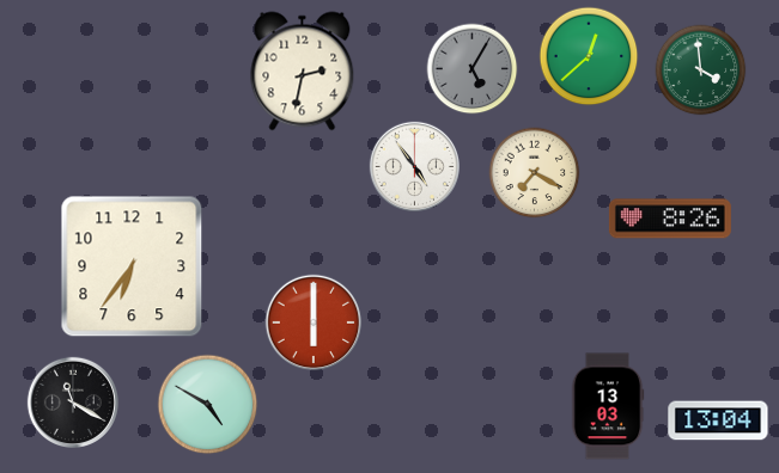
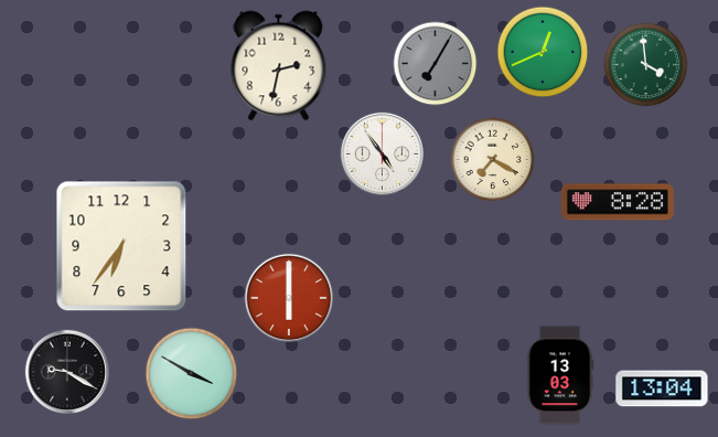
clock at (589, 56): 12:38 -> 12:41
clock at (473, 69): 5:05 -> 7:05
clock at (670, 219): 8:26 -> 8:28
clock at (72, 401): 11:20 -> 9:20
clock at (208, 405): 4:50 -> 3:50
